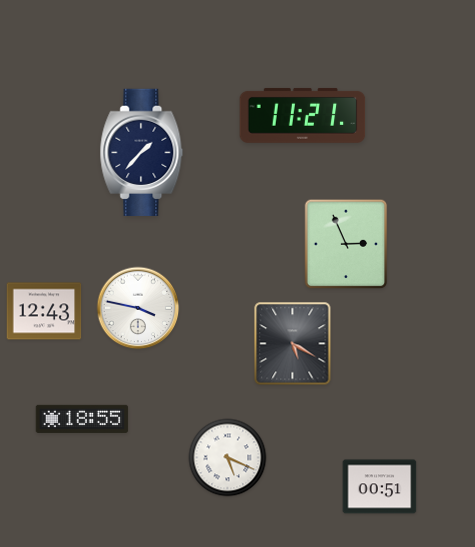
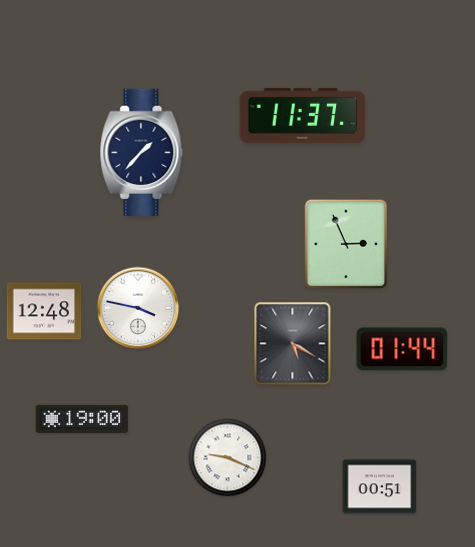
clock at (303, 115): 11:21 -> 11:37
clock at (44, 311): 12:43 -> 12:48
clock at (402, 349): none -> 01:44
clock at (82, 419): 18:55 -> 19:00
clock at (228, 458): 5:19 -> 9:19
